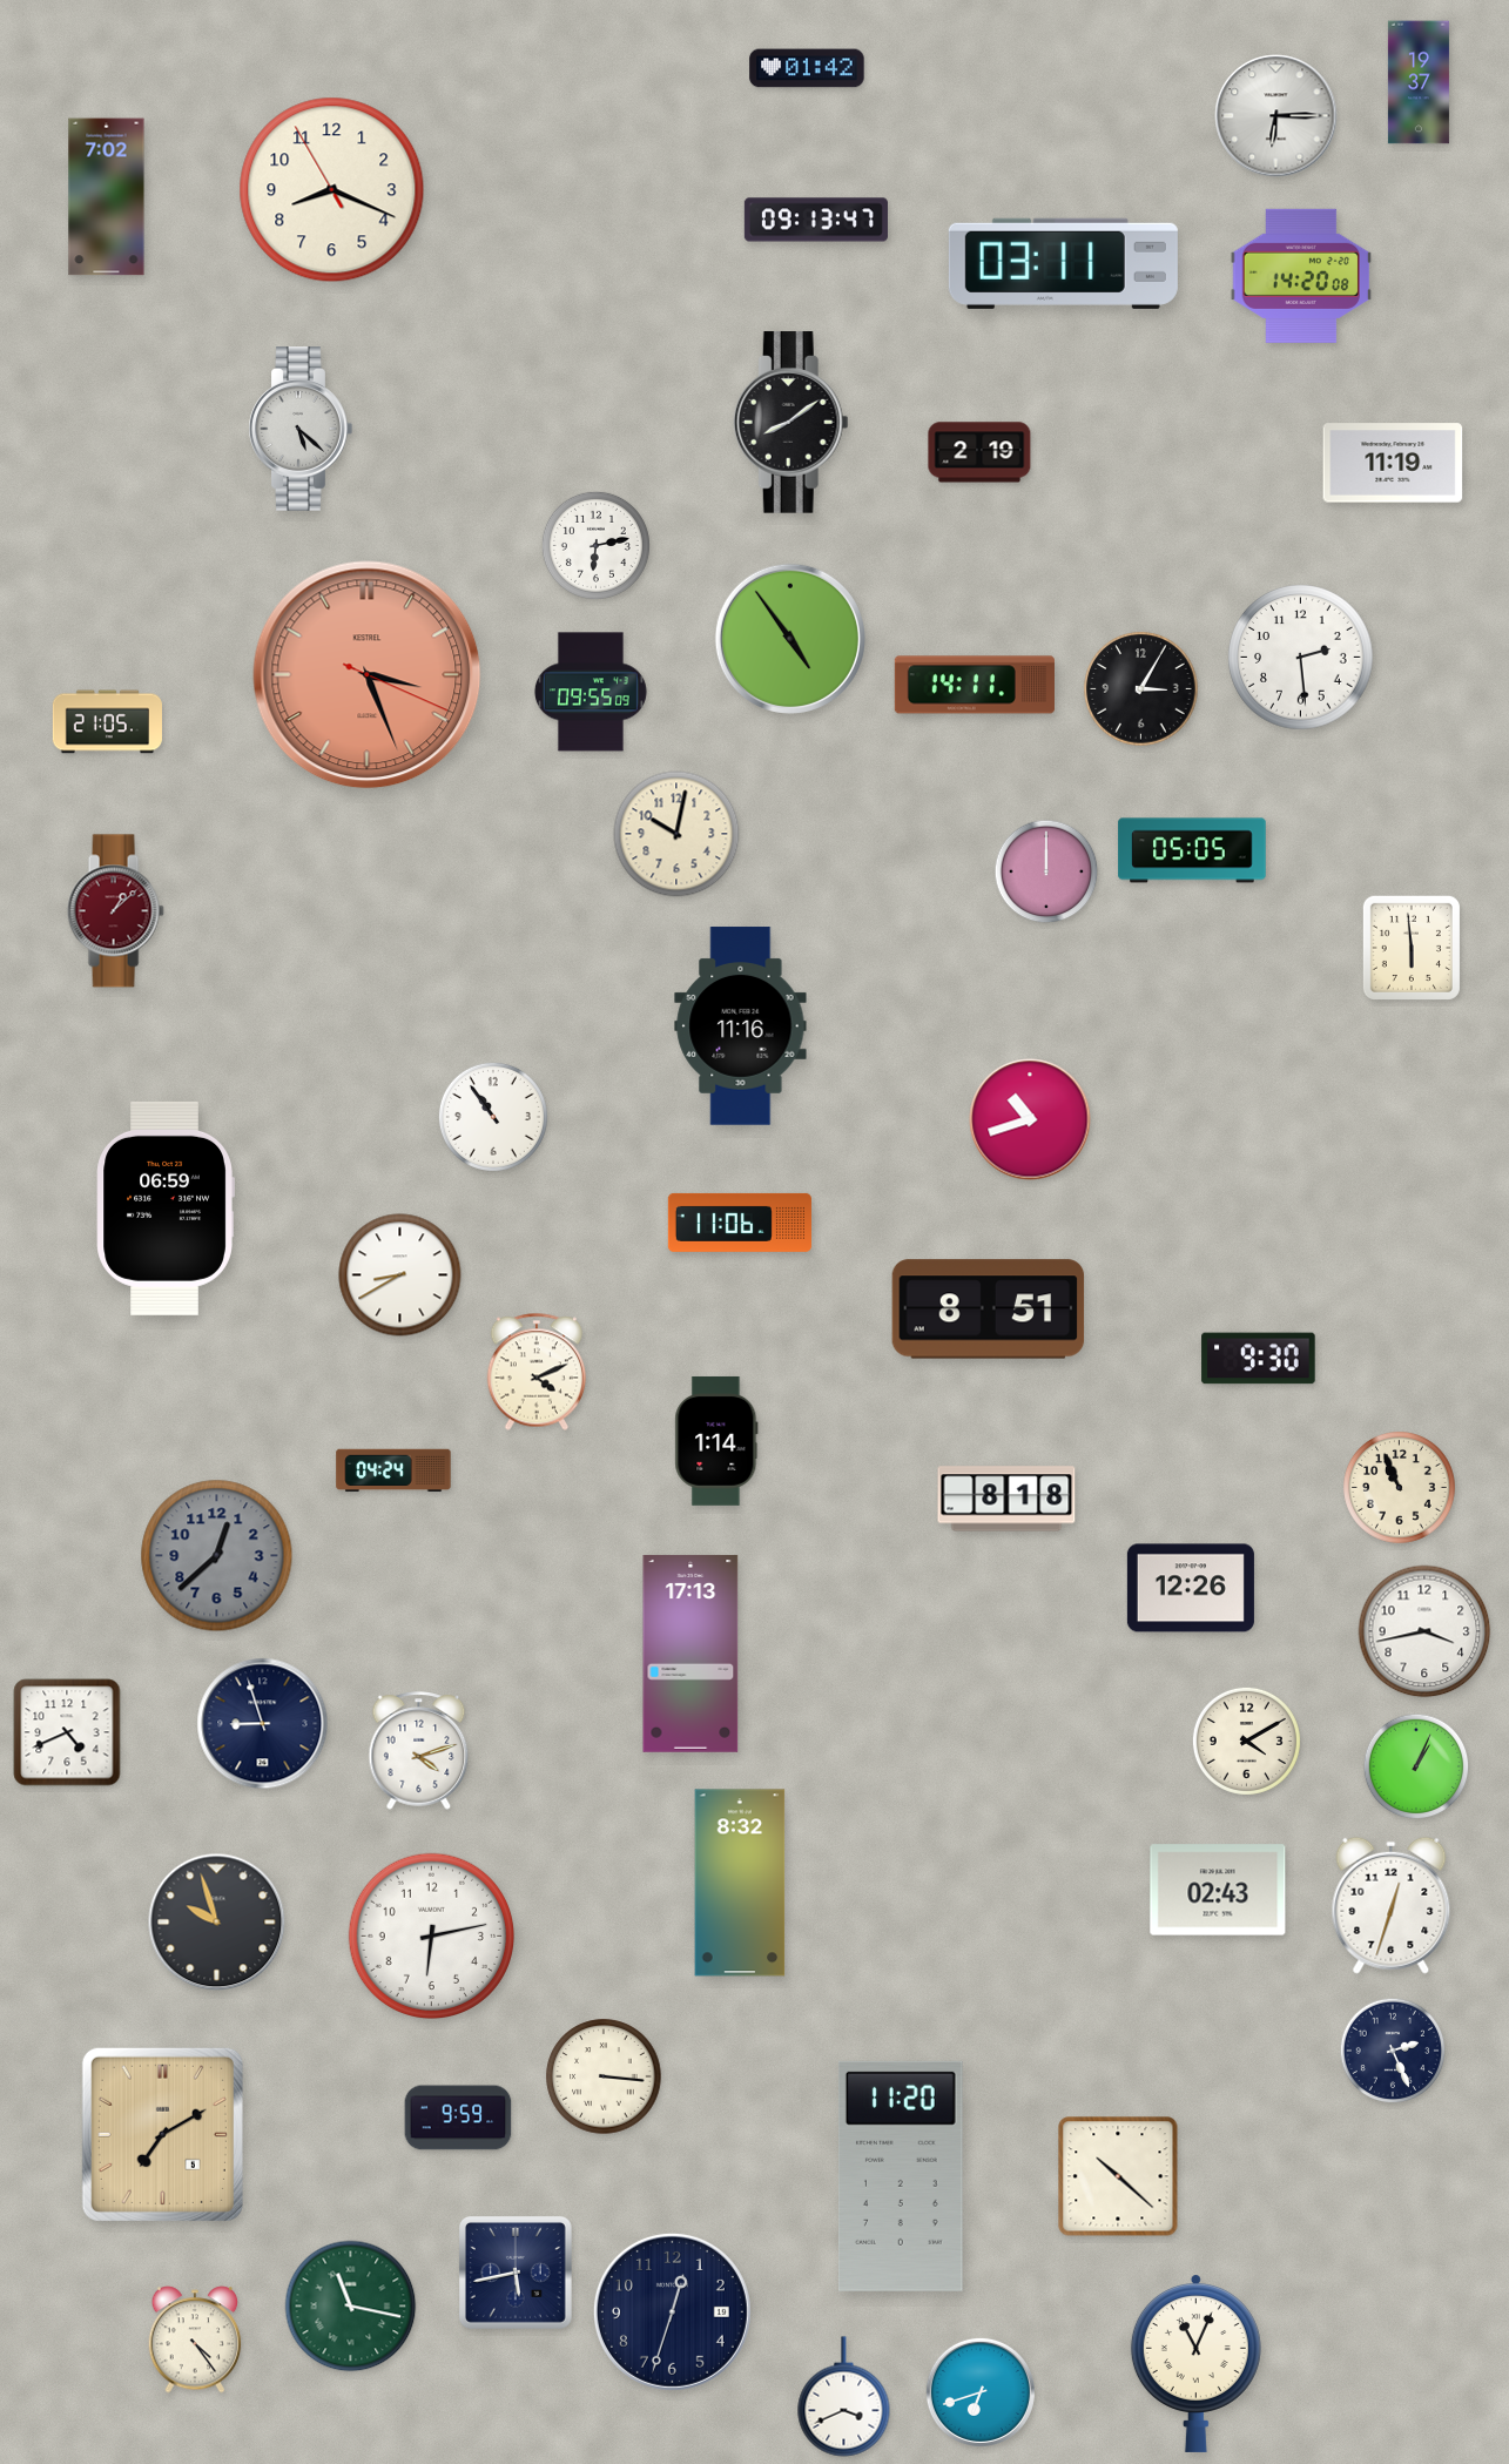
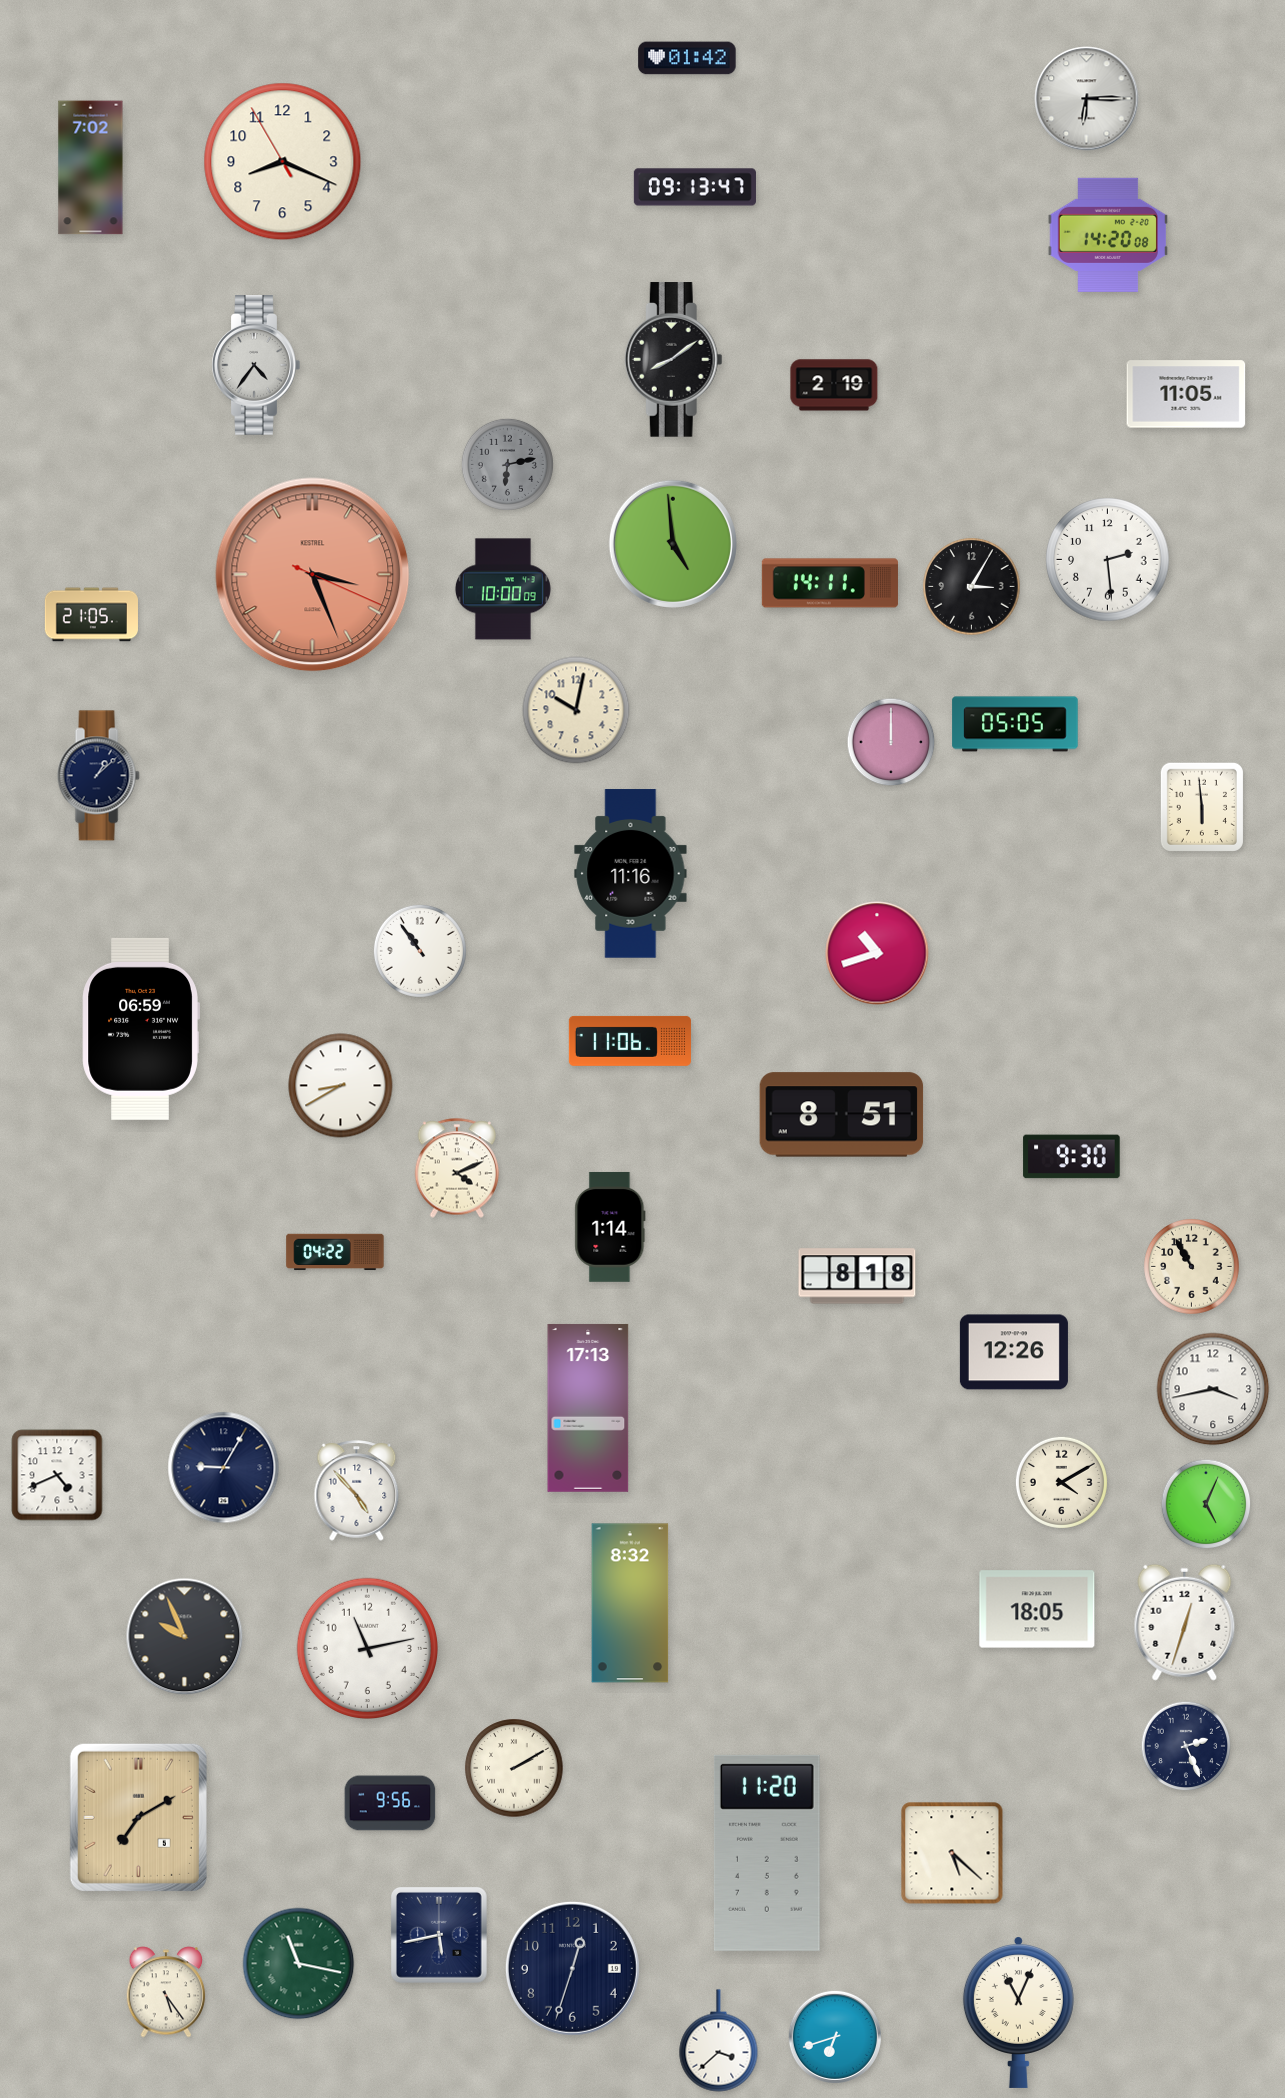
clock at (1419, 82): 19:37 -> none
clock at (1063, 263): 03:11 -> none
clock at (301, 429): 5:22 -> 4:36
clock at (1393, 463): 11:19 -> 11:05
clock at (595, 545) dial: white -> grey
clock at (790, 639): 4:54 -> 4:59
clock at (591, 692): 09:55 -> 10:00
clock at (115, 911) dial: burgundy -> navy
clock at (393, 1470): 04:24 -> 04:22
clock at (1400, 1488): 10:56 -> 10:55
clock at (217, 1556): 12:38 -> none
clock at (263, 1724): 8:57 -> 9:05
clock at (419, 1751): 4:12 -> 4:53
clock at (1416, 1766): 1:04 -> 5:04
clock at (1218, 1890): 02:43 -> 18:05
clock at (217, 1923): 9:57 -> 9:56
clock at (431, 1935): 6:13 -> 11:13
clock at (604, 2076): 3:16 -> 2:10
clock at (458, 2118): 9:59 -> 9:56
clock at (1118, 2176): 10:22 -> 5:22
clock at (195, 2340): 4:24 -> 5:24
clock at (844, 2397): 3:41 -> 3:38
